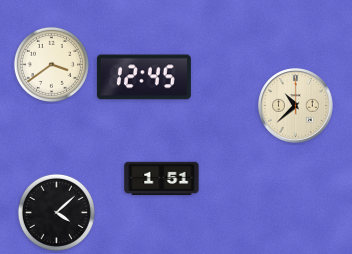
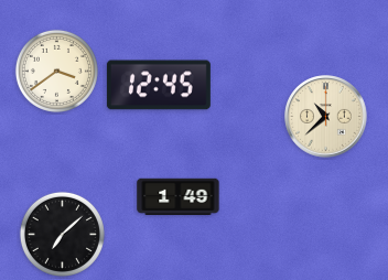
clock at (162, 179): 1:51 -> 1:49
clock at (56, 212): 4:08 -> 7:08
